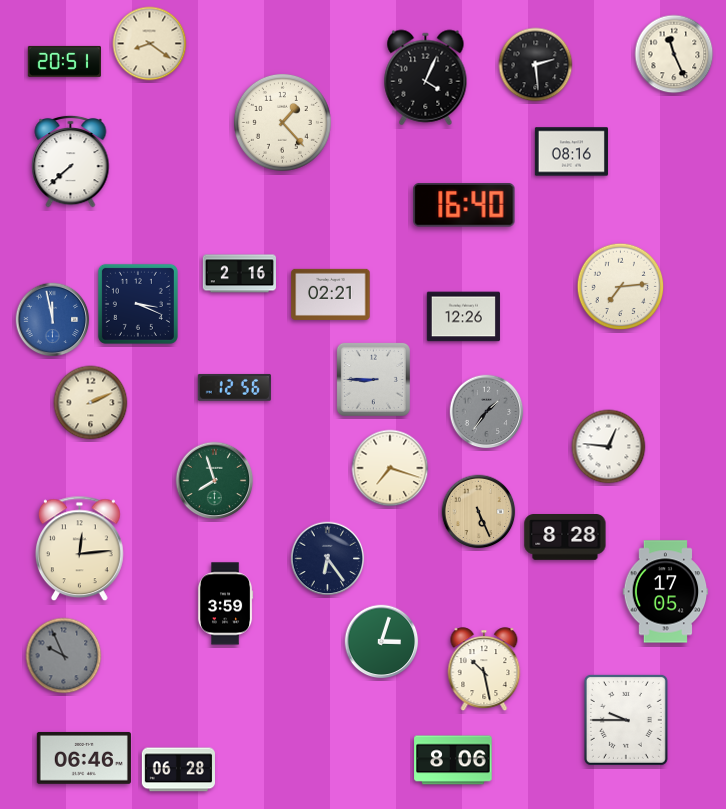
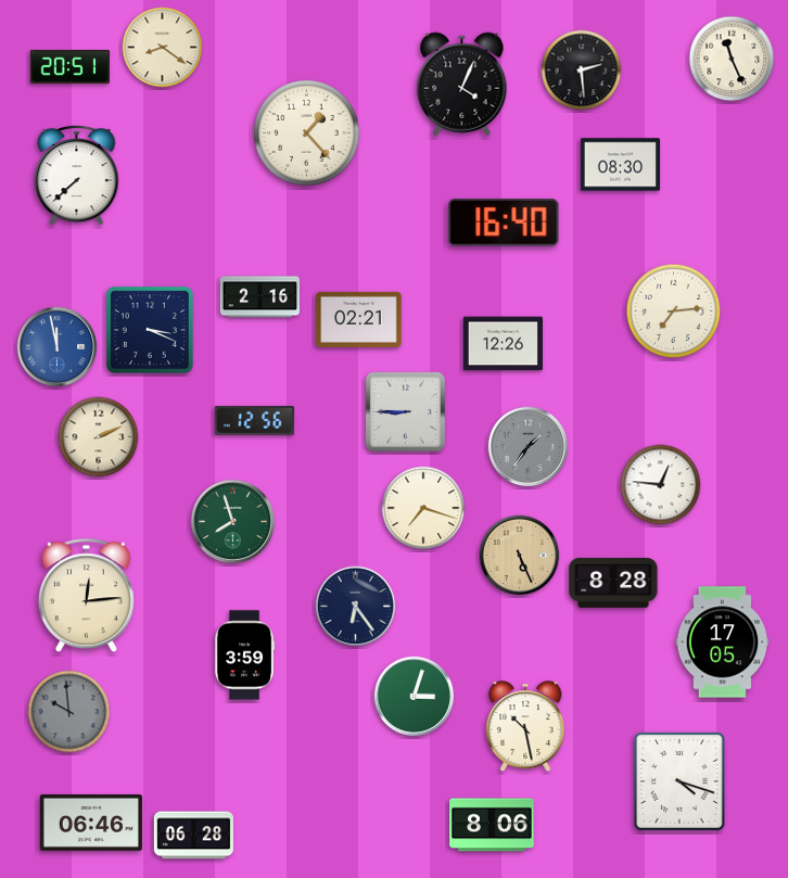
clock at (571, 152): 08:16 -> 08:30
clock at (64, 656): 9:56 -> 9:59
clock at (626, 720): 9:45 -> 4:18
